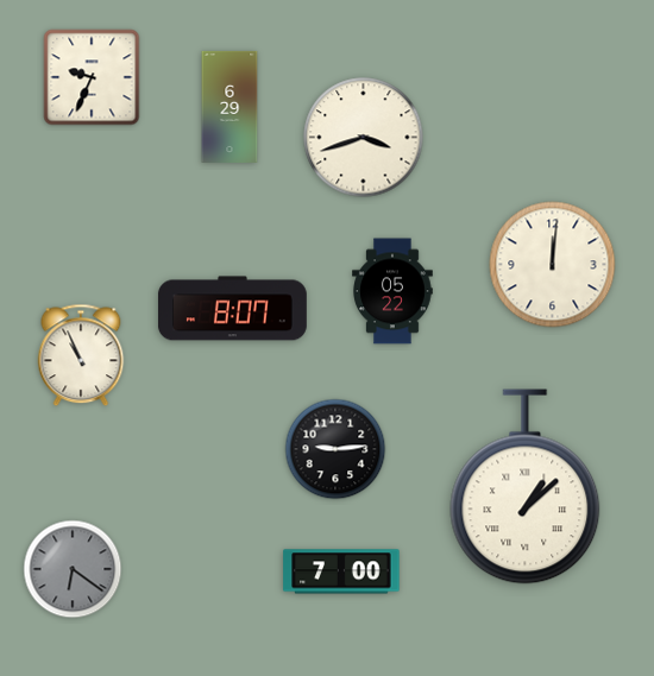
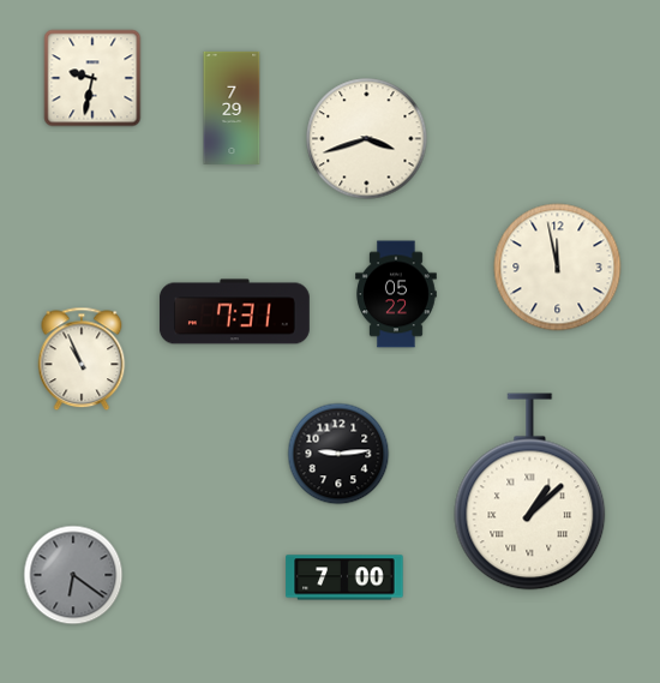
clock at (92, 77): 9:34 -> 9:32
clock at (229, 107): 6:29 -> 7:29
clock at (553, 265): 12:01 -> 11:58
clock at (232, 309): 8:07 -> 7:31
